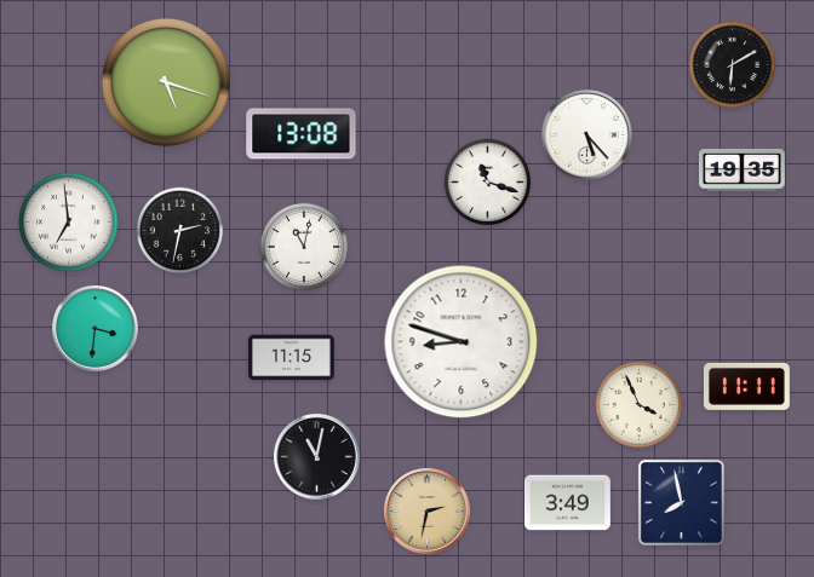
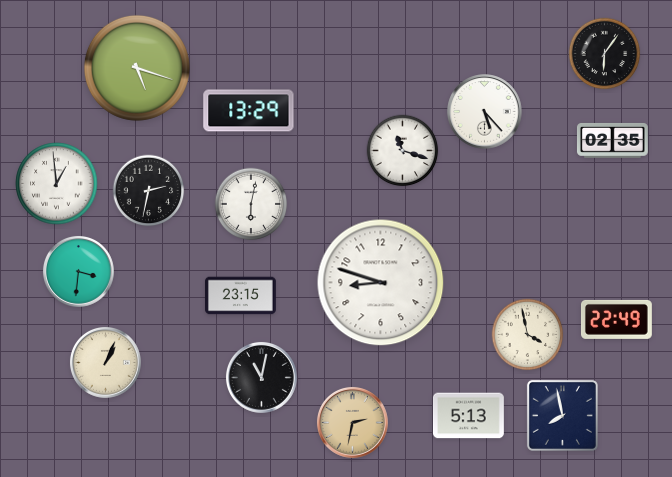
clock at (733, 65): 6:10 -> 6:06
clock at (302, 134): 13:08 -> 13:29
clock at (741, 169): 19:35 -> 02:35
clock at (69, 223): 6:59 -> 12:59
clock at (304, 247): 11:02 -> 6:02
clock at (292, 358): 11:15 -> 23:15
clock at (746, 386): 11:11 -> 22:49
clock at (640, 405): 3:56 -> 3:58
clock at (105, 362): none -> 1:04
clock at (567, 503): 3:49 -> 5:13
